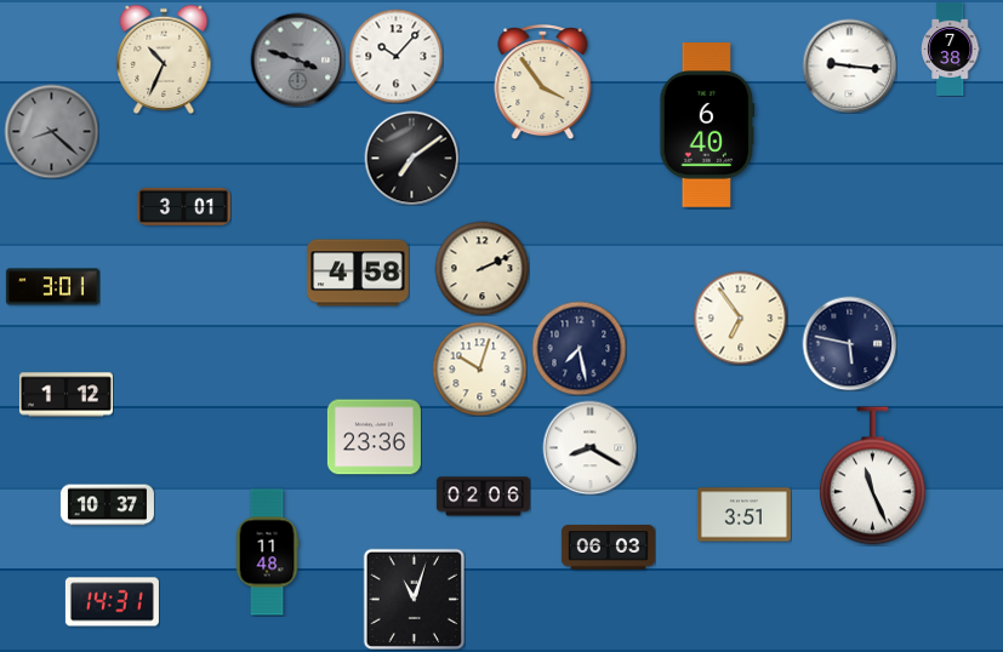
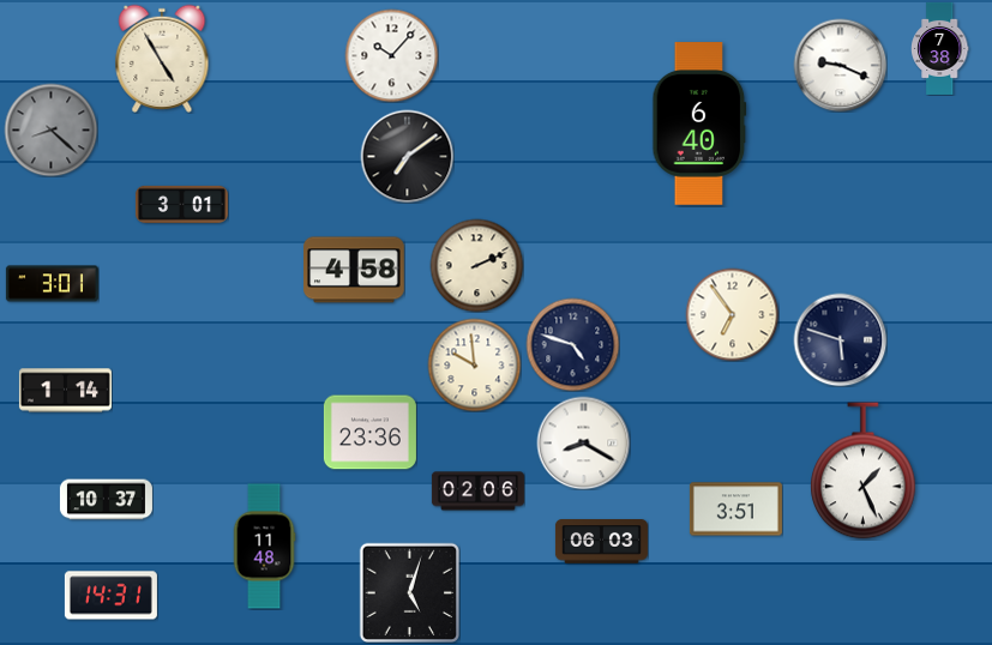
clock at (164, 59): 10:34 -> 4:55
clock at (297, 59): 3:48 -> none
clock at (849, 65): 9:16 -> 9:19
clock at (543, 81): 3:54 -> none
clock at (849, 343): 5:47 -> 5:48
clock at (579, 348): 7:28 -> 4:48
clock at (479, 368): 10:03 -> 9:59
clock at (65, 395): 1:12 -> 1:14
clock at (873, 476): 11:26 -> 1:26
clock at (414, 599): 11:03 -> 5:03
